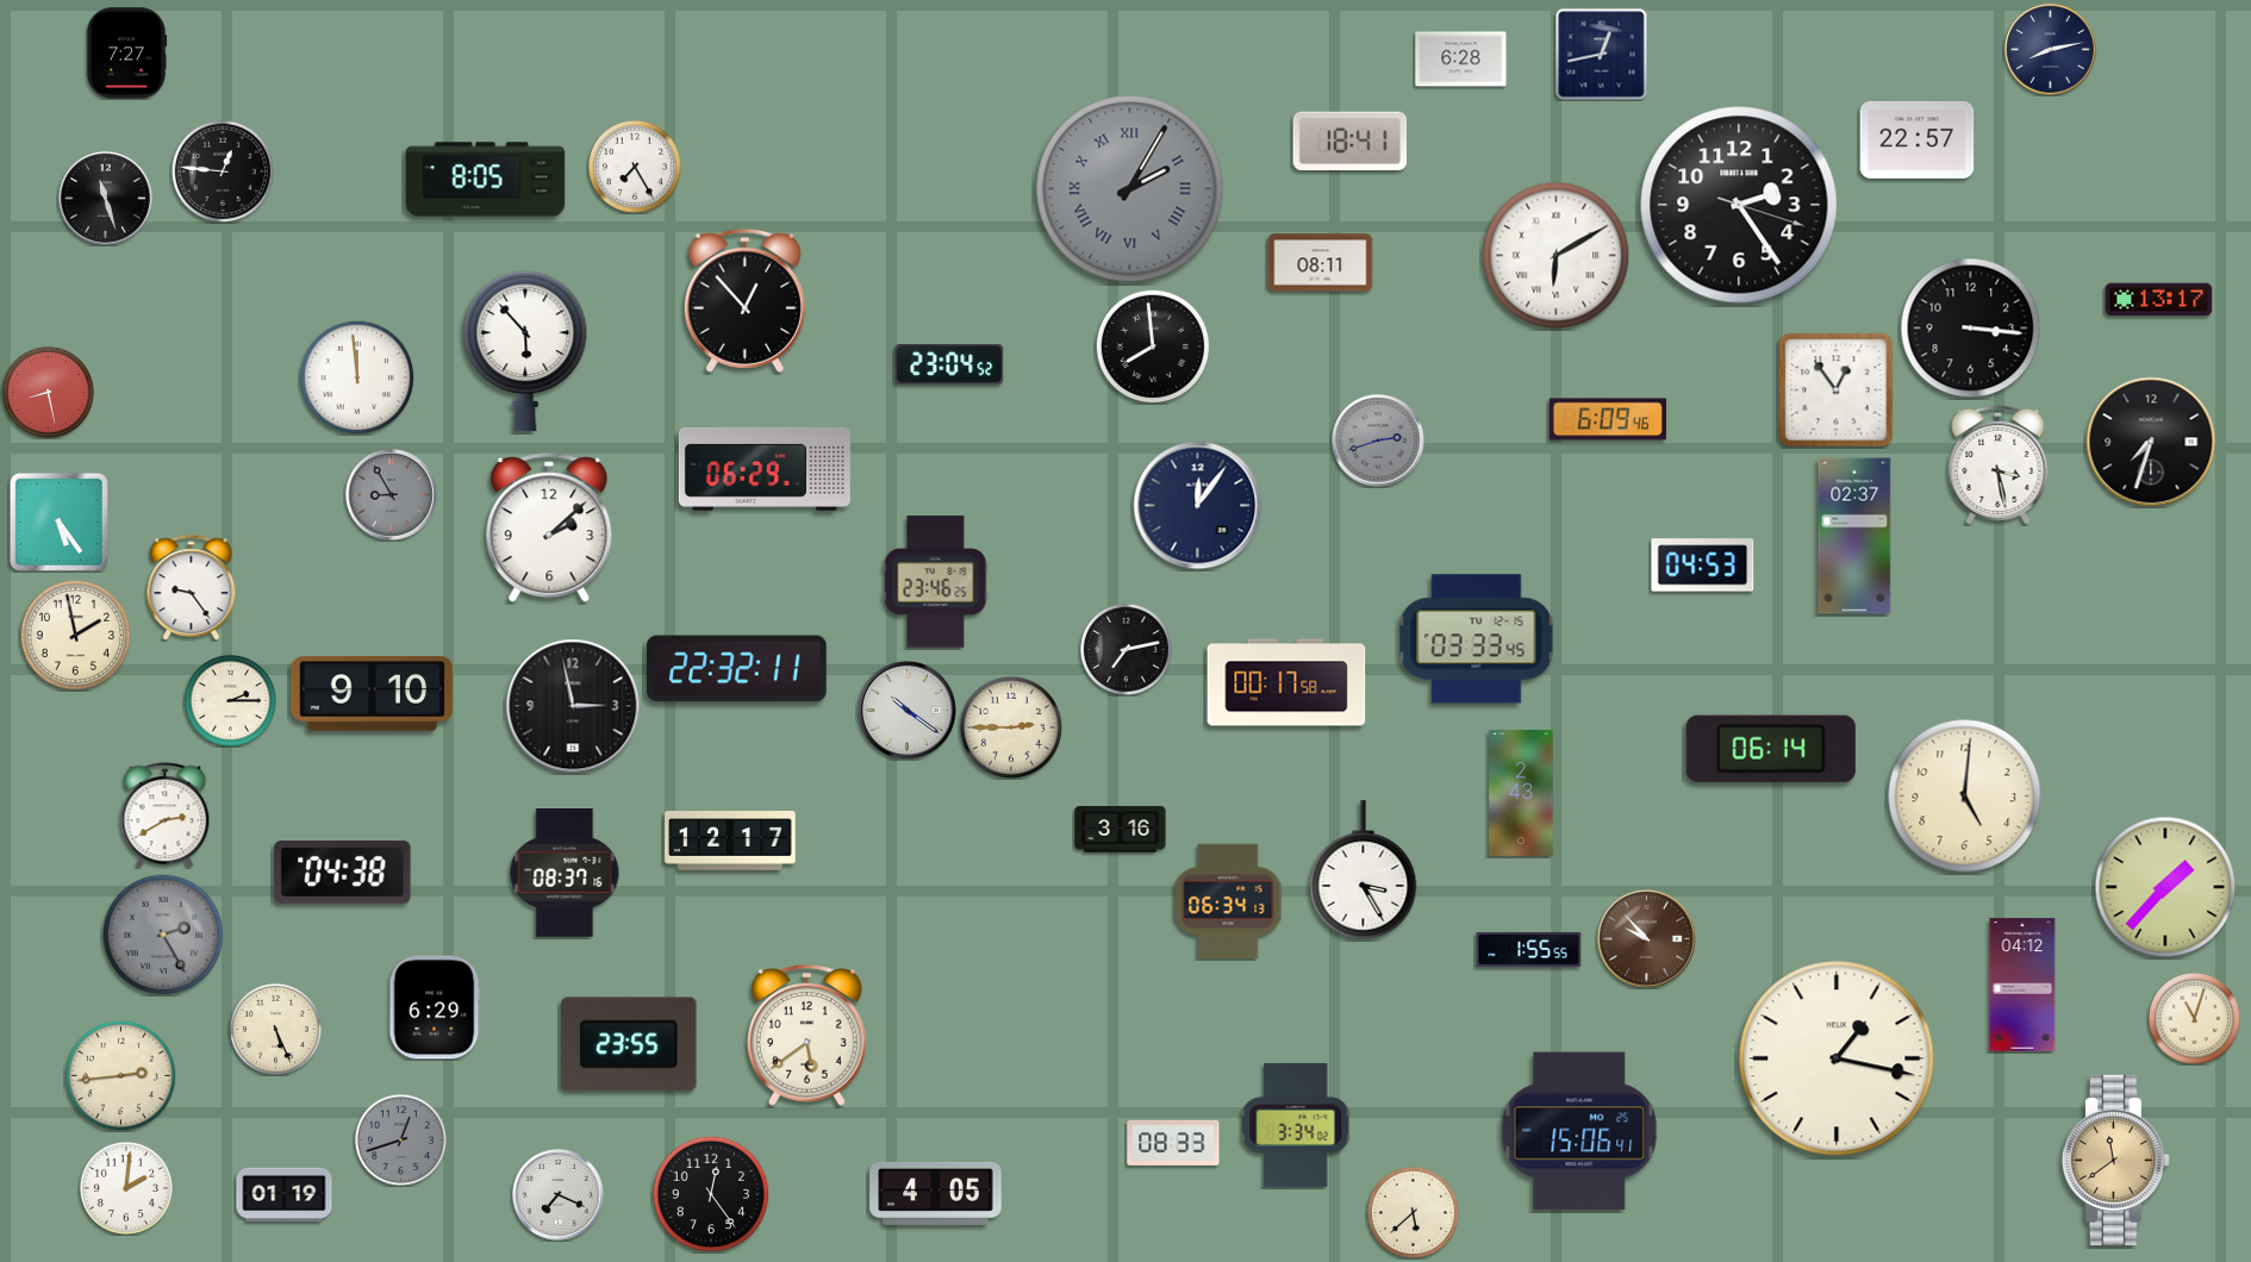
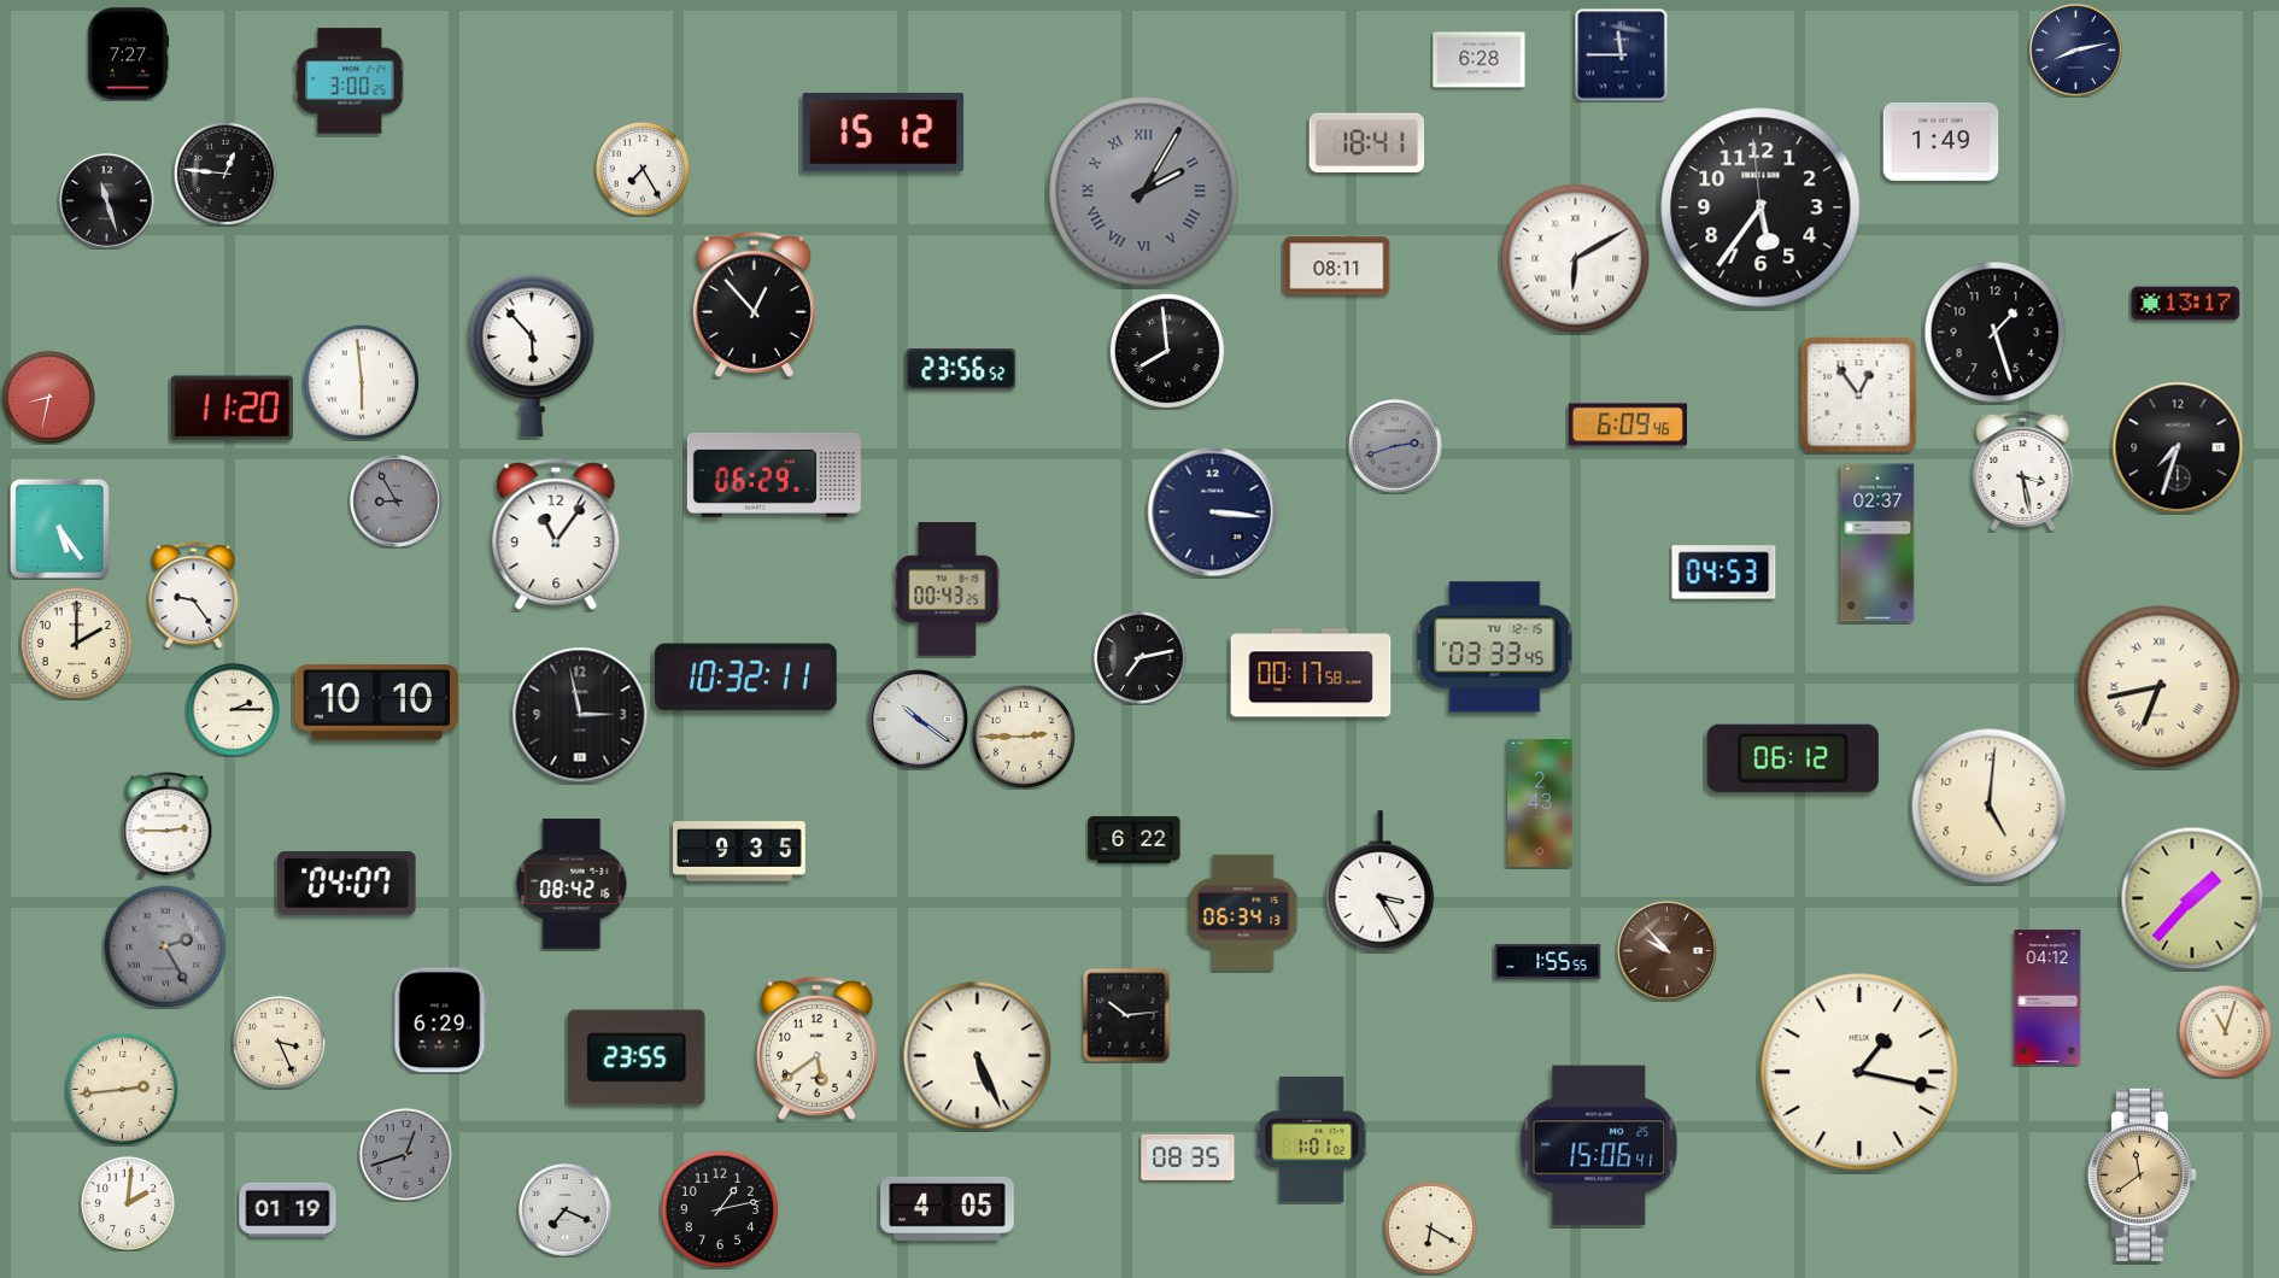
clock at (1602, 55): 12:43 -> 11:45
clock at (350, 81): none -> 3:00
clock at (884, 131): none -> 15:12
clock at (1918, 140): 22:57 -> 1:49
clock at (486, 180): 8:05 -> none
clock at (1739, 205): 2:24 -> 5:35
clock at (1971, 329): 3:16 -> 1:27
clock at (949, 364): 23:04 -> 23:56
clock at (357, 377): 11:59 -> 5:59
clock at (48, 392): 8:28 -> 8:32
clock at (232, 409): none -> 11:20
clock at (1198, 506): 12:06 -> 3:16
clock at (549, 529): 2:08 -> 11:06
clock at (936, 582): 23:46 -> 00:43
clock at (75, 635): 1:58 -> 2:00
clock at (737, 669): 22:32 -> 10:32
clock at (2160, 687): none -> 6:43
clock at (1286, 682) position: (1286, 682) -> (1311, 673)
clock at (373, 694): 9:10 -> 10:10
clock at (1771, 749): 06:14 -> 06:12
clock at (166, 816): 2:40 -> 2:45
clock at (1121, 830): 3:16 -> 6:22
clock at (730, 841): 12:17 -> 9:35
clock at (343, 873): 04:38 -> 04:07
clock at (565, 874): 08:37 -> 08:42
clock at (1126, 1015): none -> 10:14
clock at (2194, 1018) position: (2194, 1018) -> (2225, 1031)
clock at (275, 1029): 5:26 -> 3:26
clock at (978, 1056): none -> 5:26
clock at (1296, 1125): 3:34 -> 1:01
clock at (1173, 1143): 08:33 -> 08:35
clock at (711, 1194): 12:24 -> 1:13
clock at (1413, 1212): 5:38 -> 6:20
